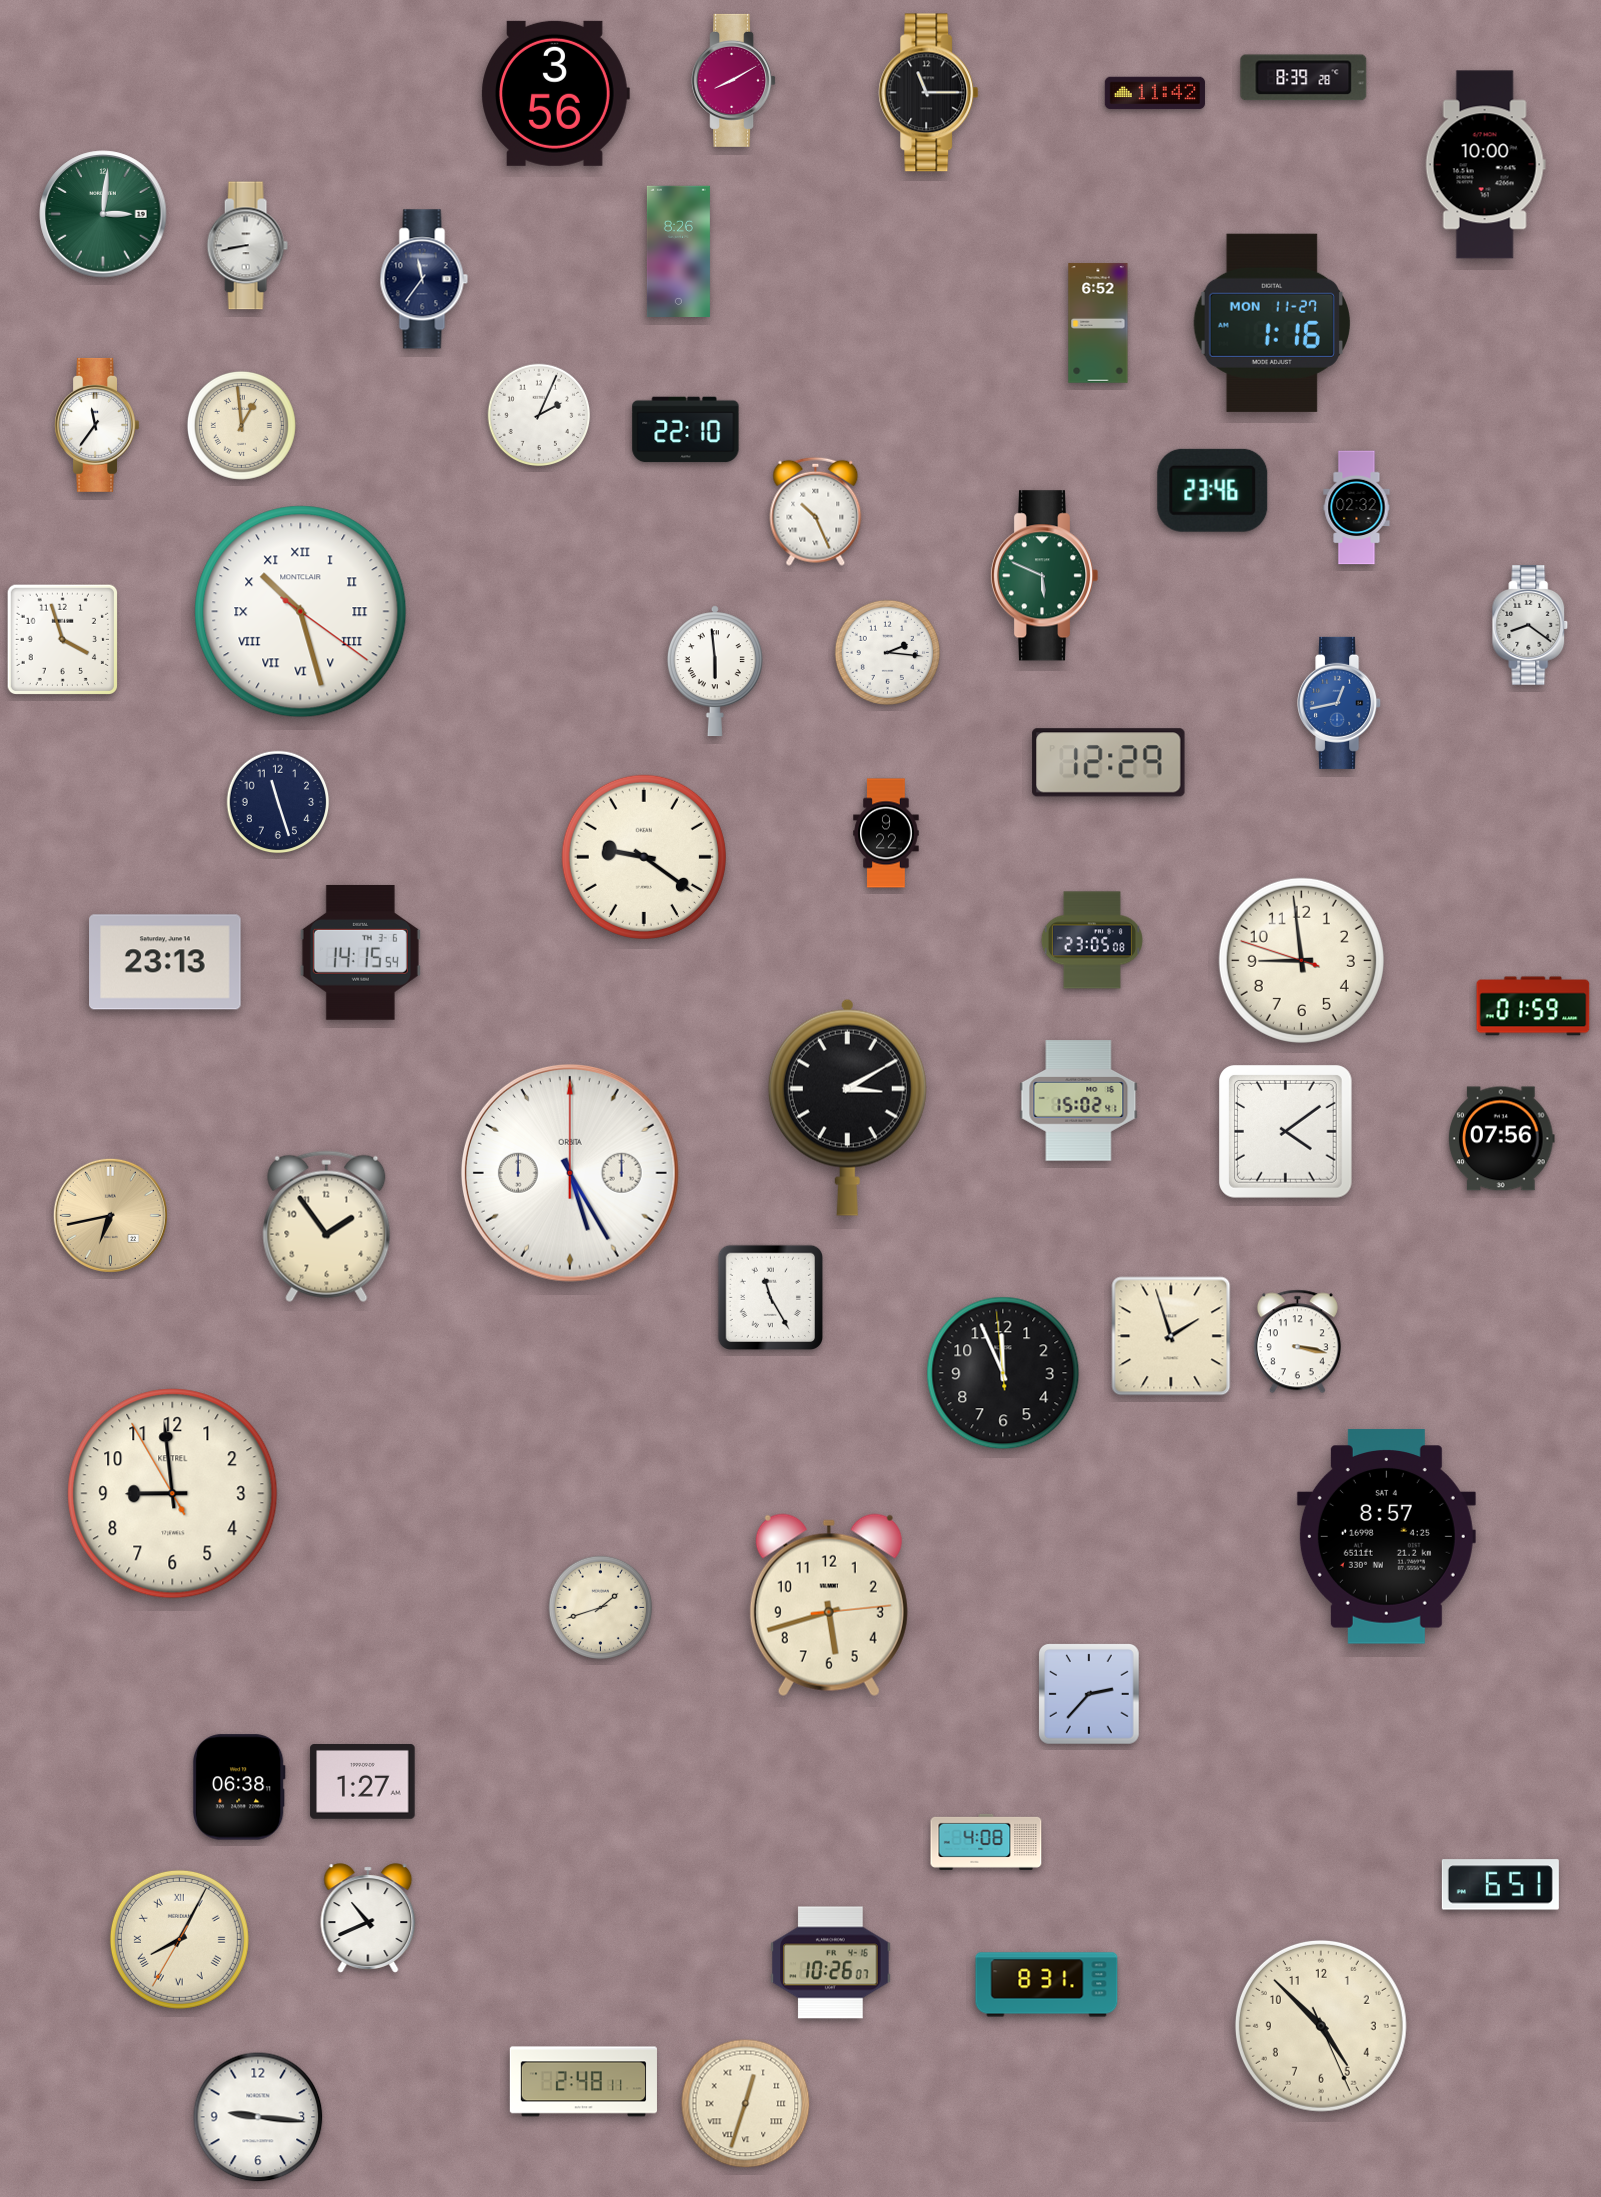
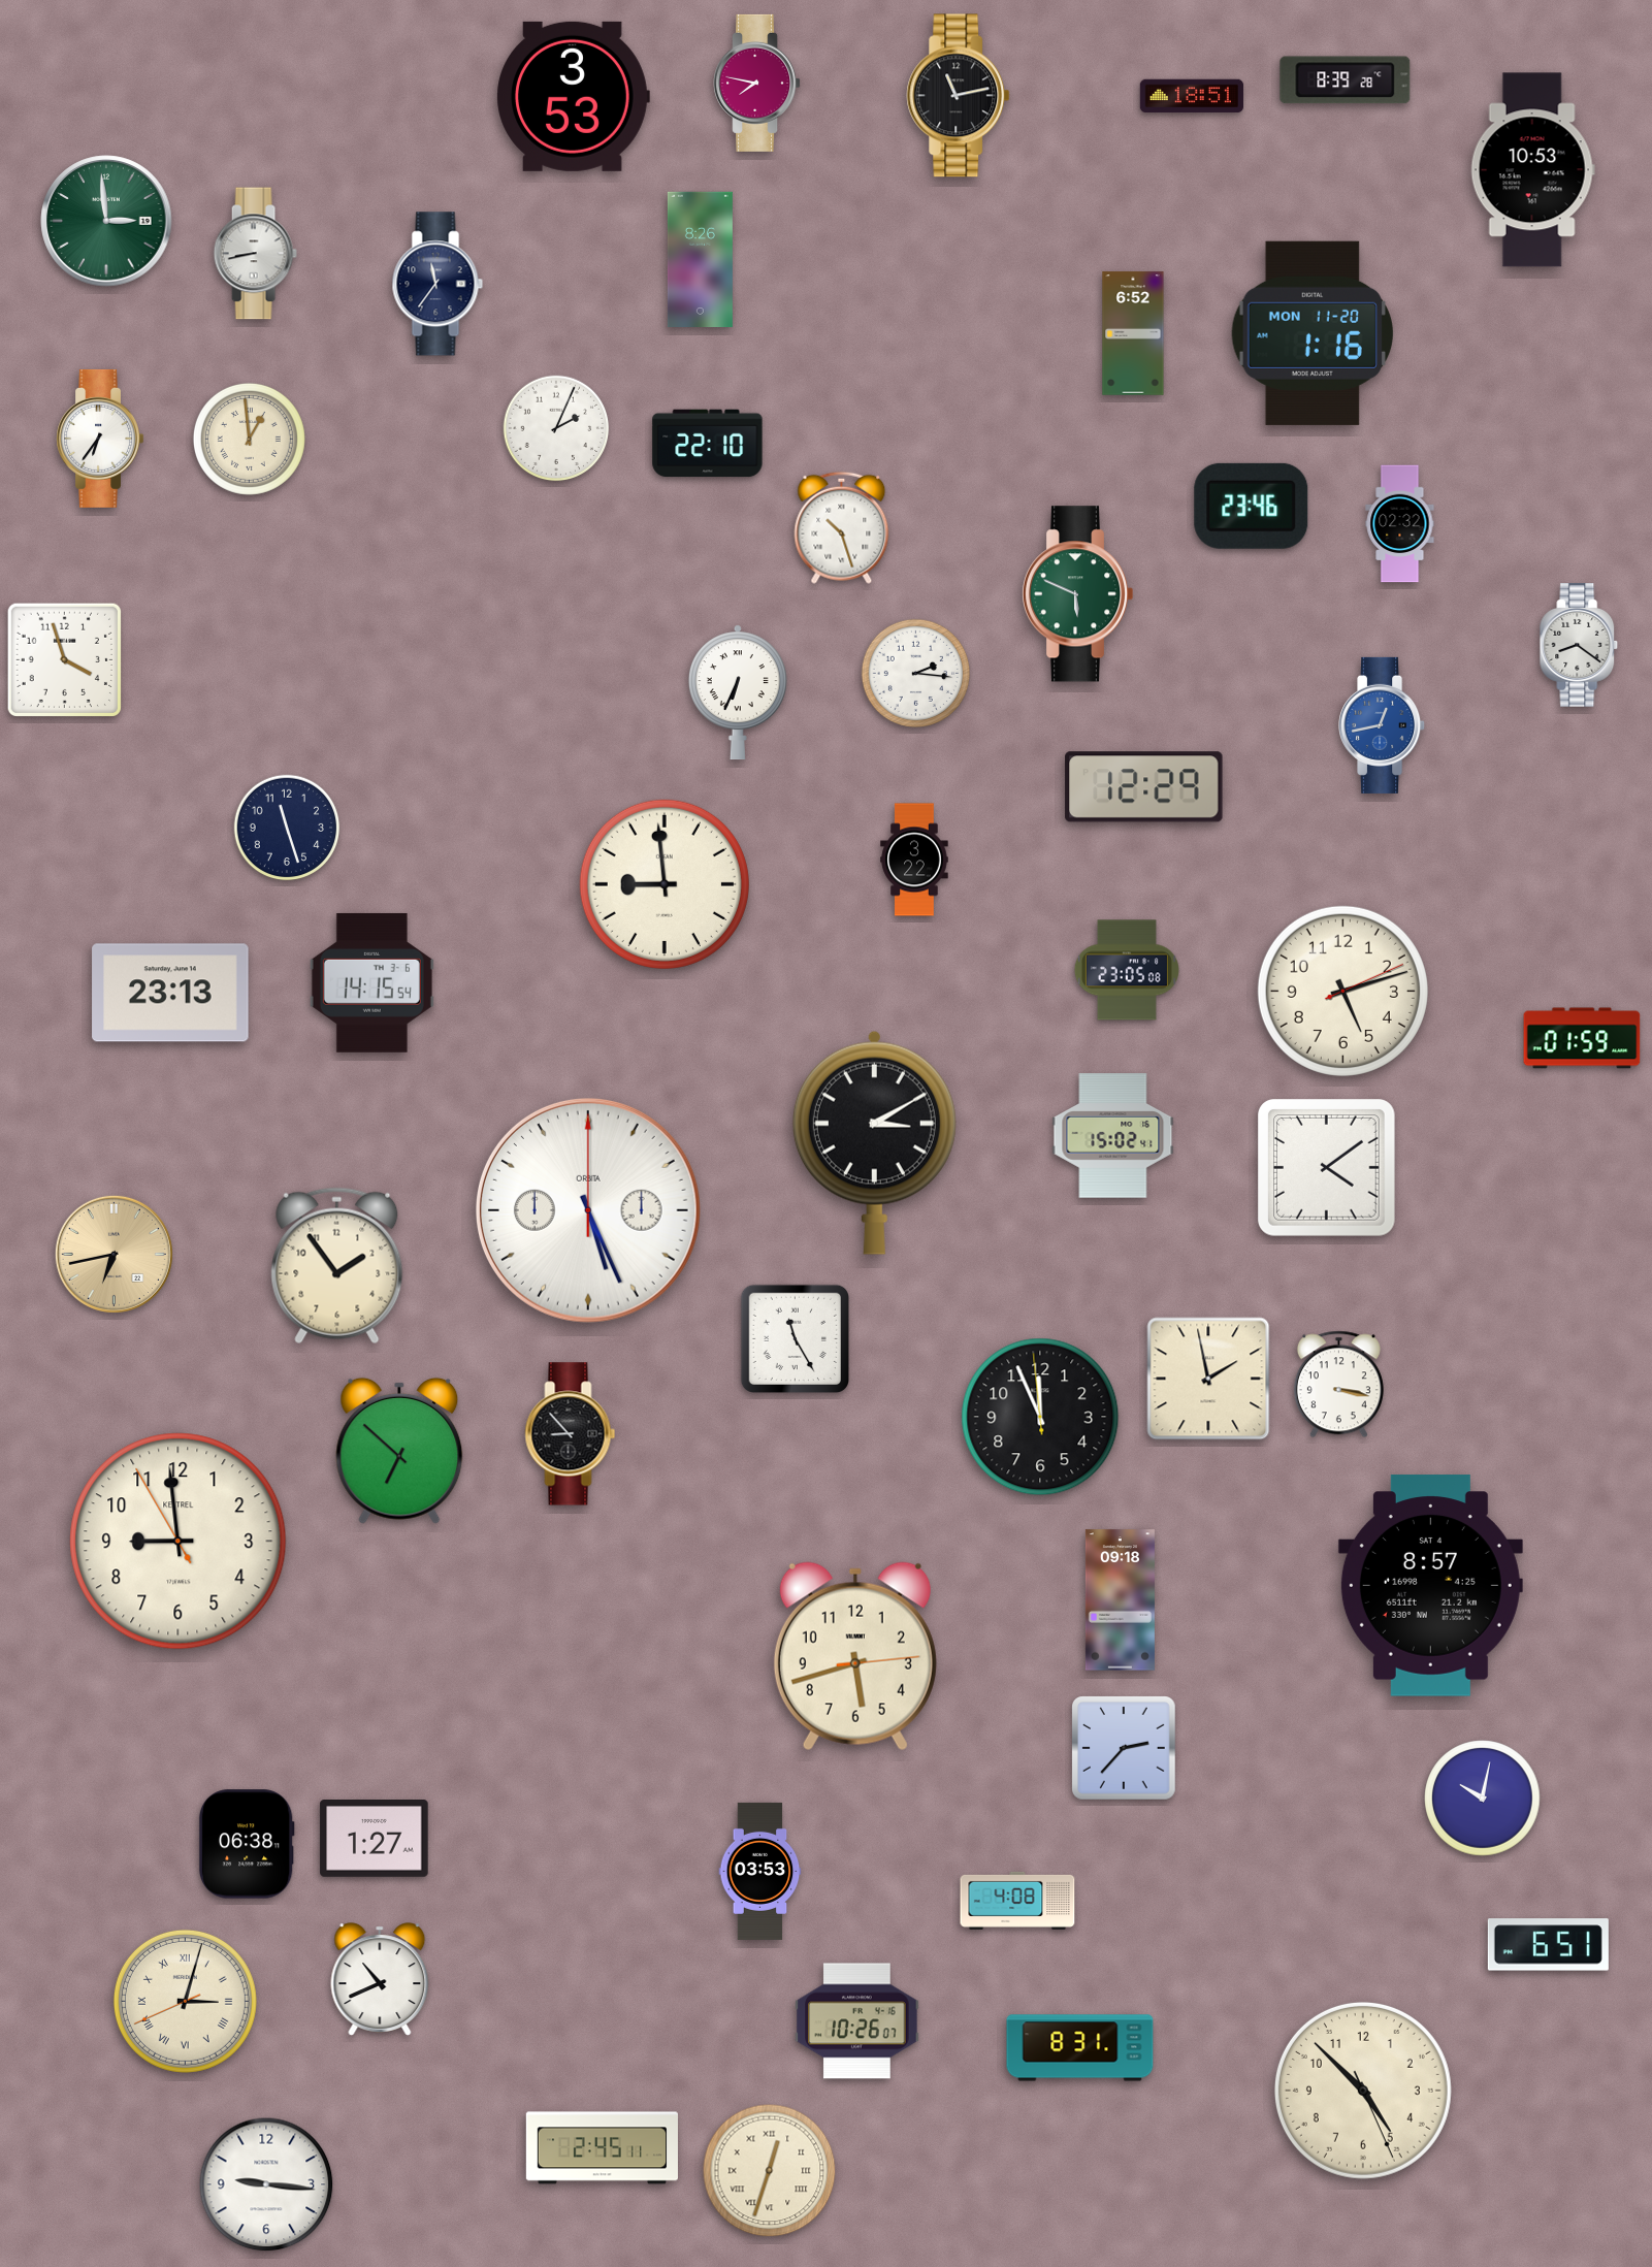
clock at (734, 80): 8:10 -> 7:47
clock at (555, 93): 3:56 -> 3:53
clock at (929, 93): 11:15 -> 11:13
clock at (1155, 93): 11:42 -> 18:51
clock at (1485, 165): 10:00 -> 10:53
clock at (103, 214): 3:01 -> 2:59
clock at (424, 279) position: (424, 279) -> (438, 284)
clock at (1271, 323) date: MON 11-27 -> MON 11-20
clock at (96, 425): 11:36 -> 6:36
clock at (816, 511): 10:26 -> 10:27
clock at (301, 612): 10:27 -> none
clock at (715, 671): 5:59 -> 6:34
clock at (886, 833): 9:22 -> 3:22
clock at (644, 857): 9:21 -> 8:59
clock at (1301, 960): 8:58 -> 5:12
clock at (1502, 1139): 07:56 -> none
clock at (570, 1173): 5:25 -> 5:26
clock at (1171, 1336): 1:57 -> 1:58
clock at (1003, 1373) position: (1003, 1373) -> (1040, 1417)
clock at (571, 1434): none -> 8:53
clock at (399, 1451): none -> 6:52
clock at (1120, 1600): none -> 09:18
clock at (600, 1607): 1:42 -> none
clock at (1483, 1799): none -> 10:02
clock at (760, 1871): none -> 03:53
clock at (179, 1939): 8:04 -> 3:02
clock at (831, 1963) position: (831, 1963) -> (857, 2021)
clock at (583, 2082): 2:48 -> 2:45
